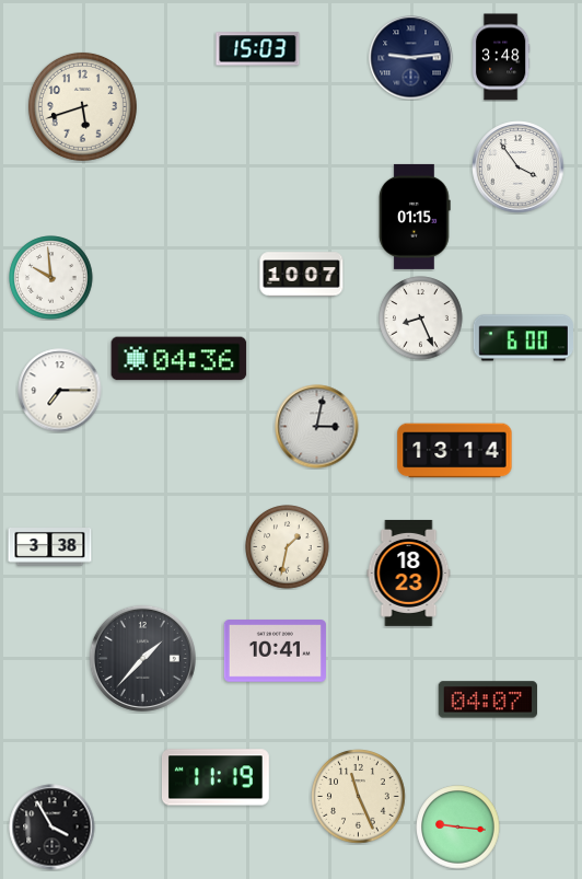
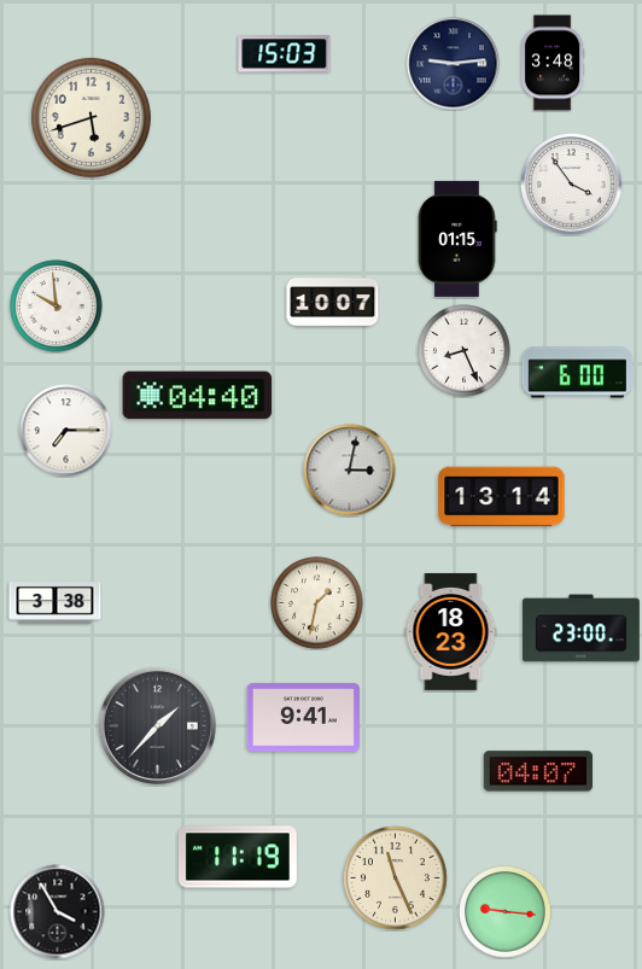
clock at (179, 359): 04:36 -> 04:40
clock at (580, 629): none -> 23:00
clock at (275, 651): 10:41 -> 9:41
